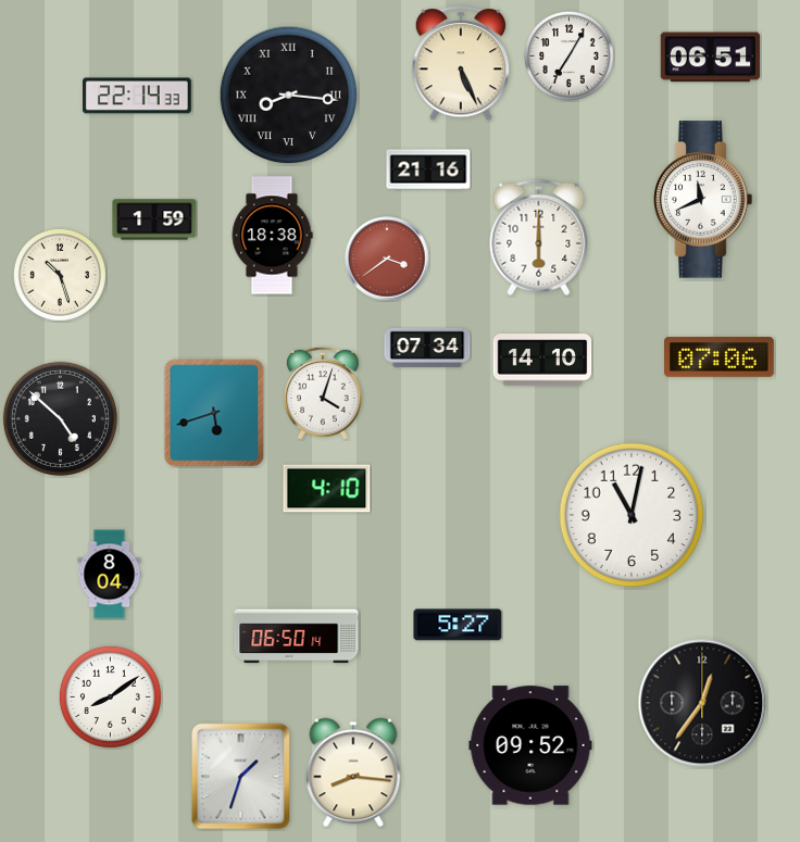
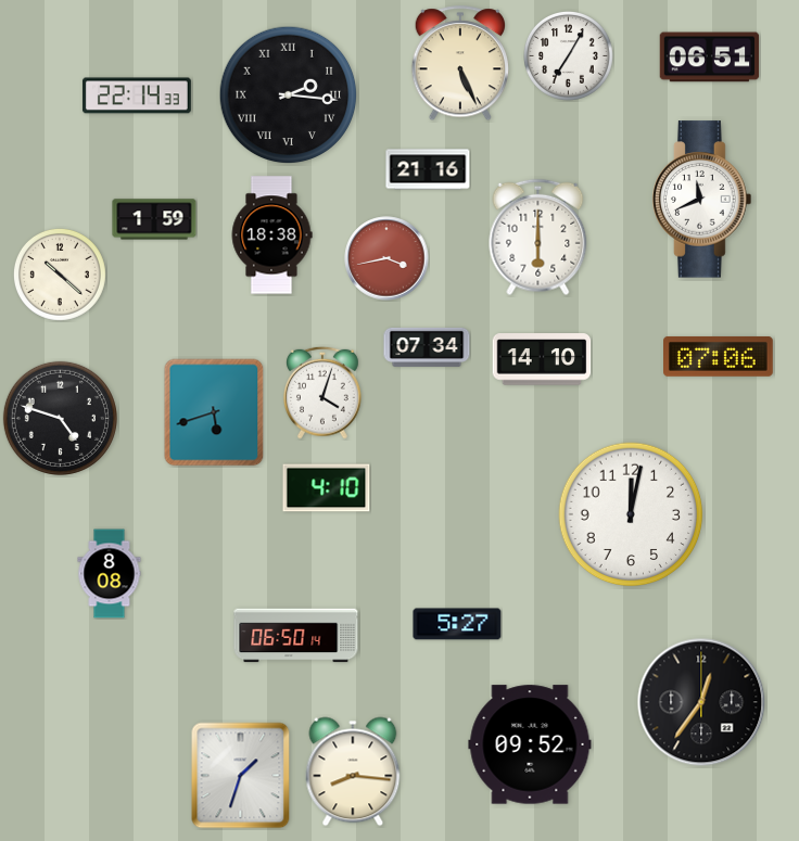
clock at (289, 96): 8:16 -> 2:16
clock at (387, 259): 3:39 -> 3:43
clock at (60, 275): 10:27 -> 10:22
clock at (60, 418): 4:52 -> 4:48
clock at (632, 515): 11:02 -> 12:02
clock at (110, 575): 8:04 -> 8:08
clock at (110, 696): 8:09 -> none
